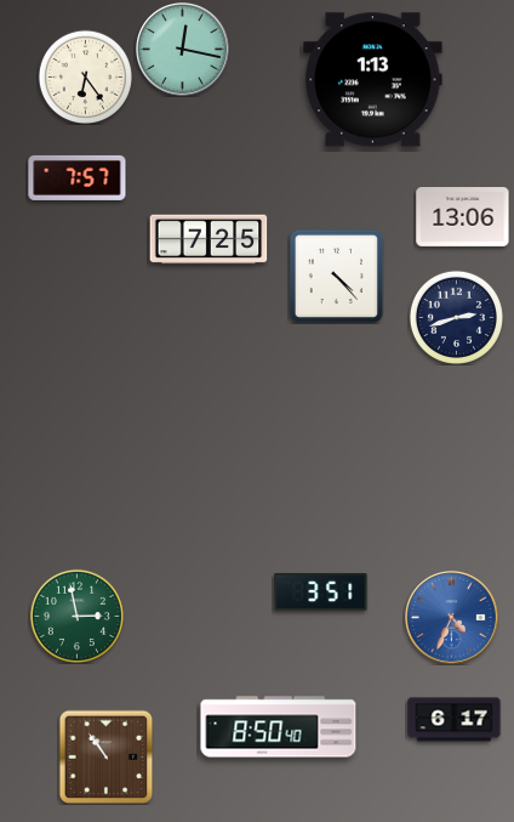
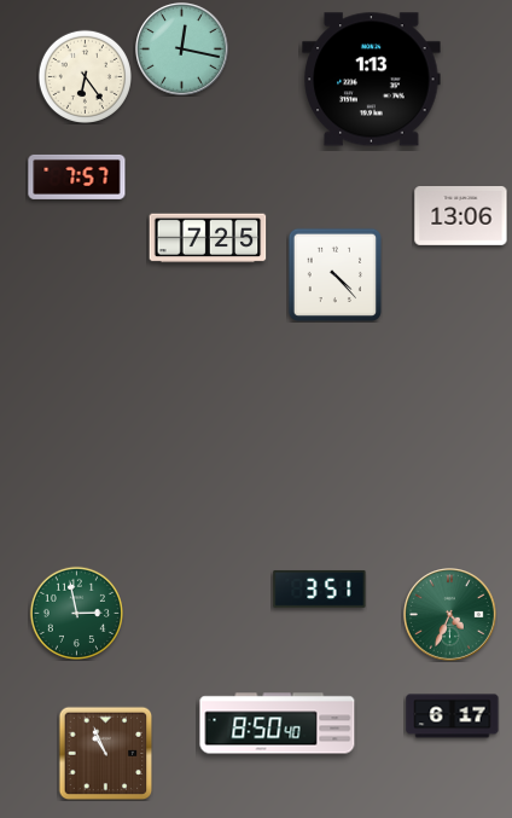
clock at (456, 317): 2:42 -> none
clock at (452, 618) dial: blue -> green
clock at (105, 756): 10:54 -> 10:56
